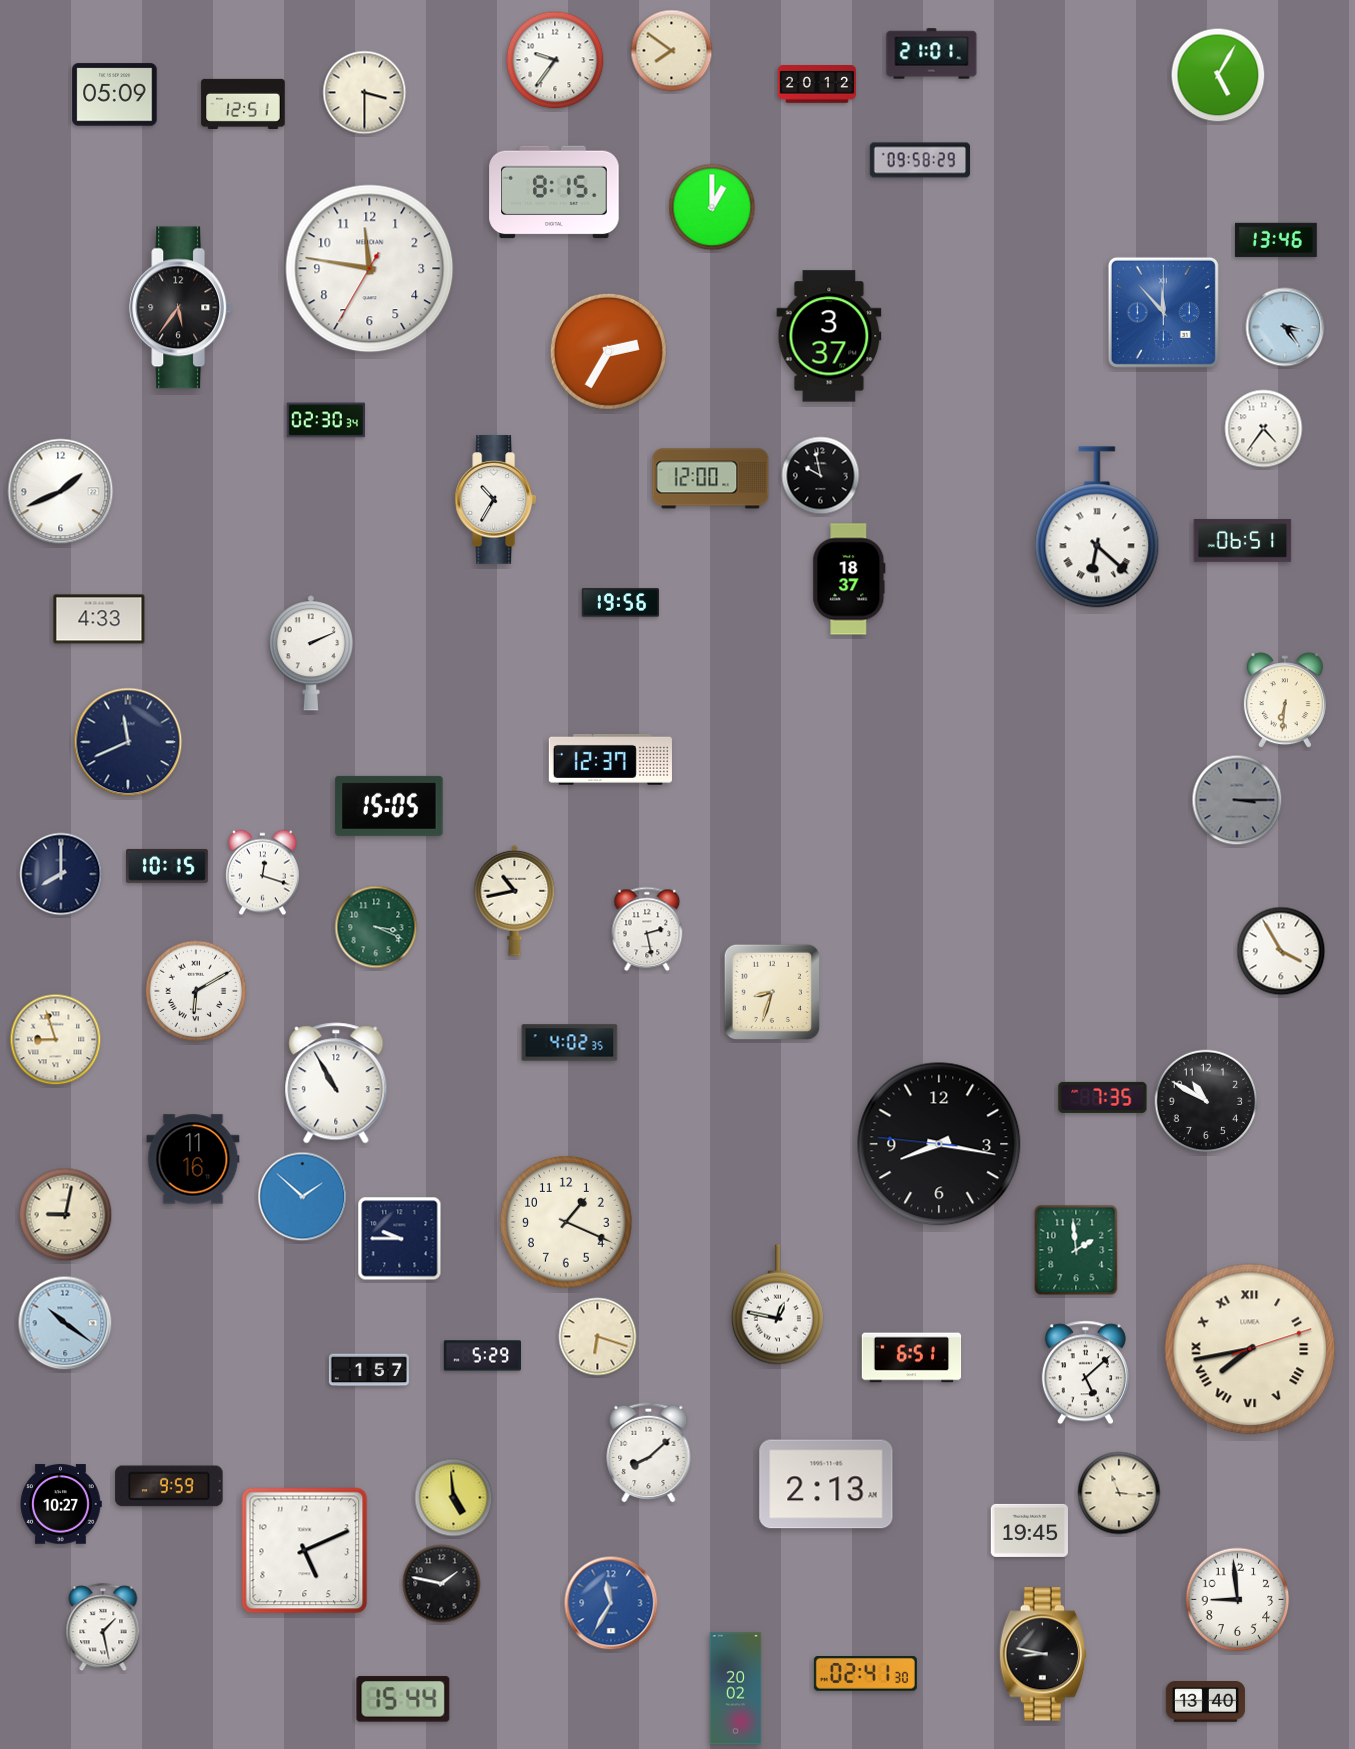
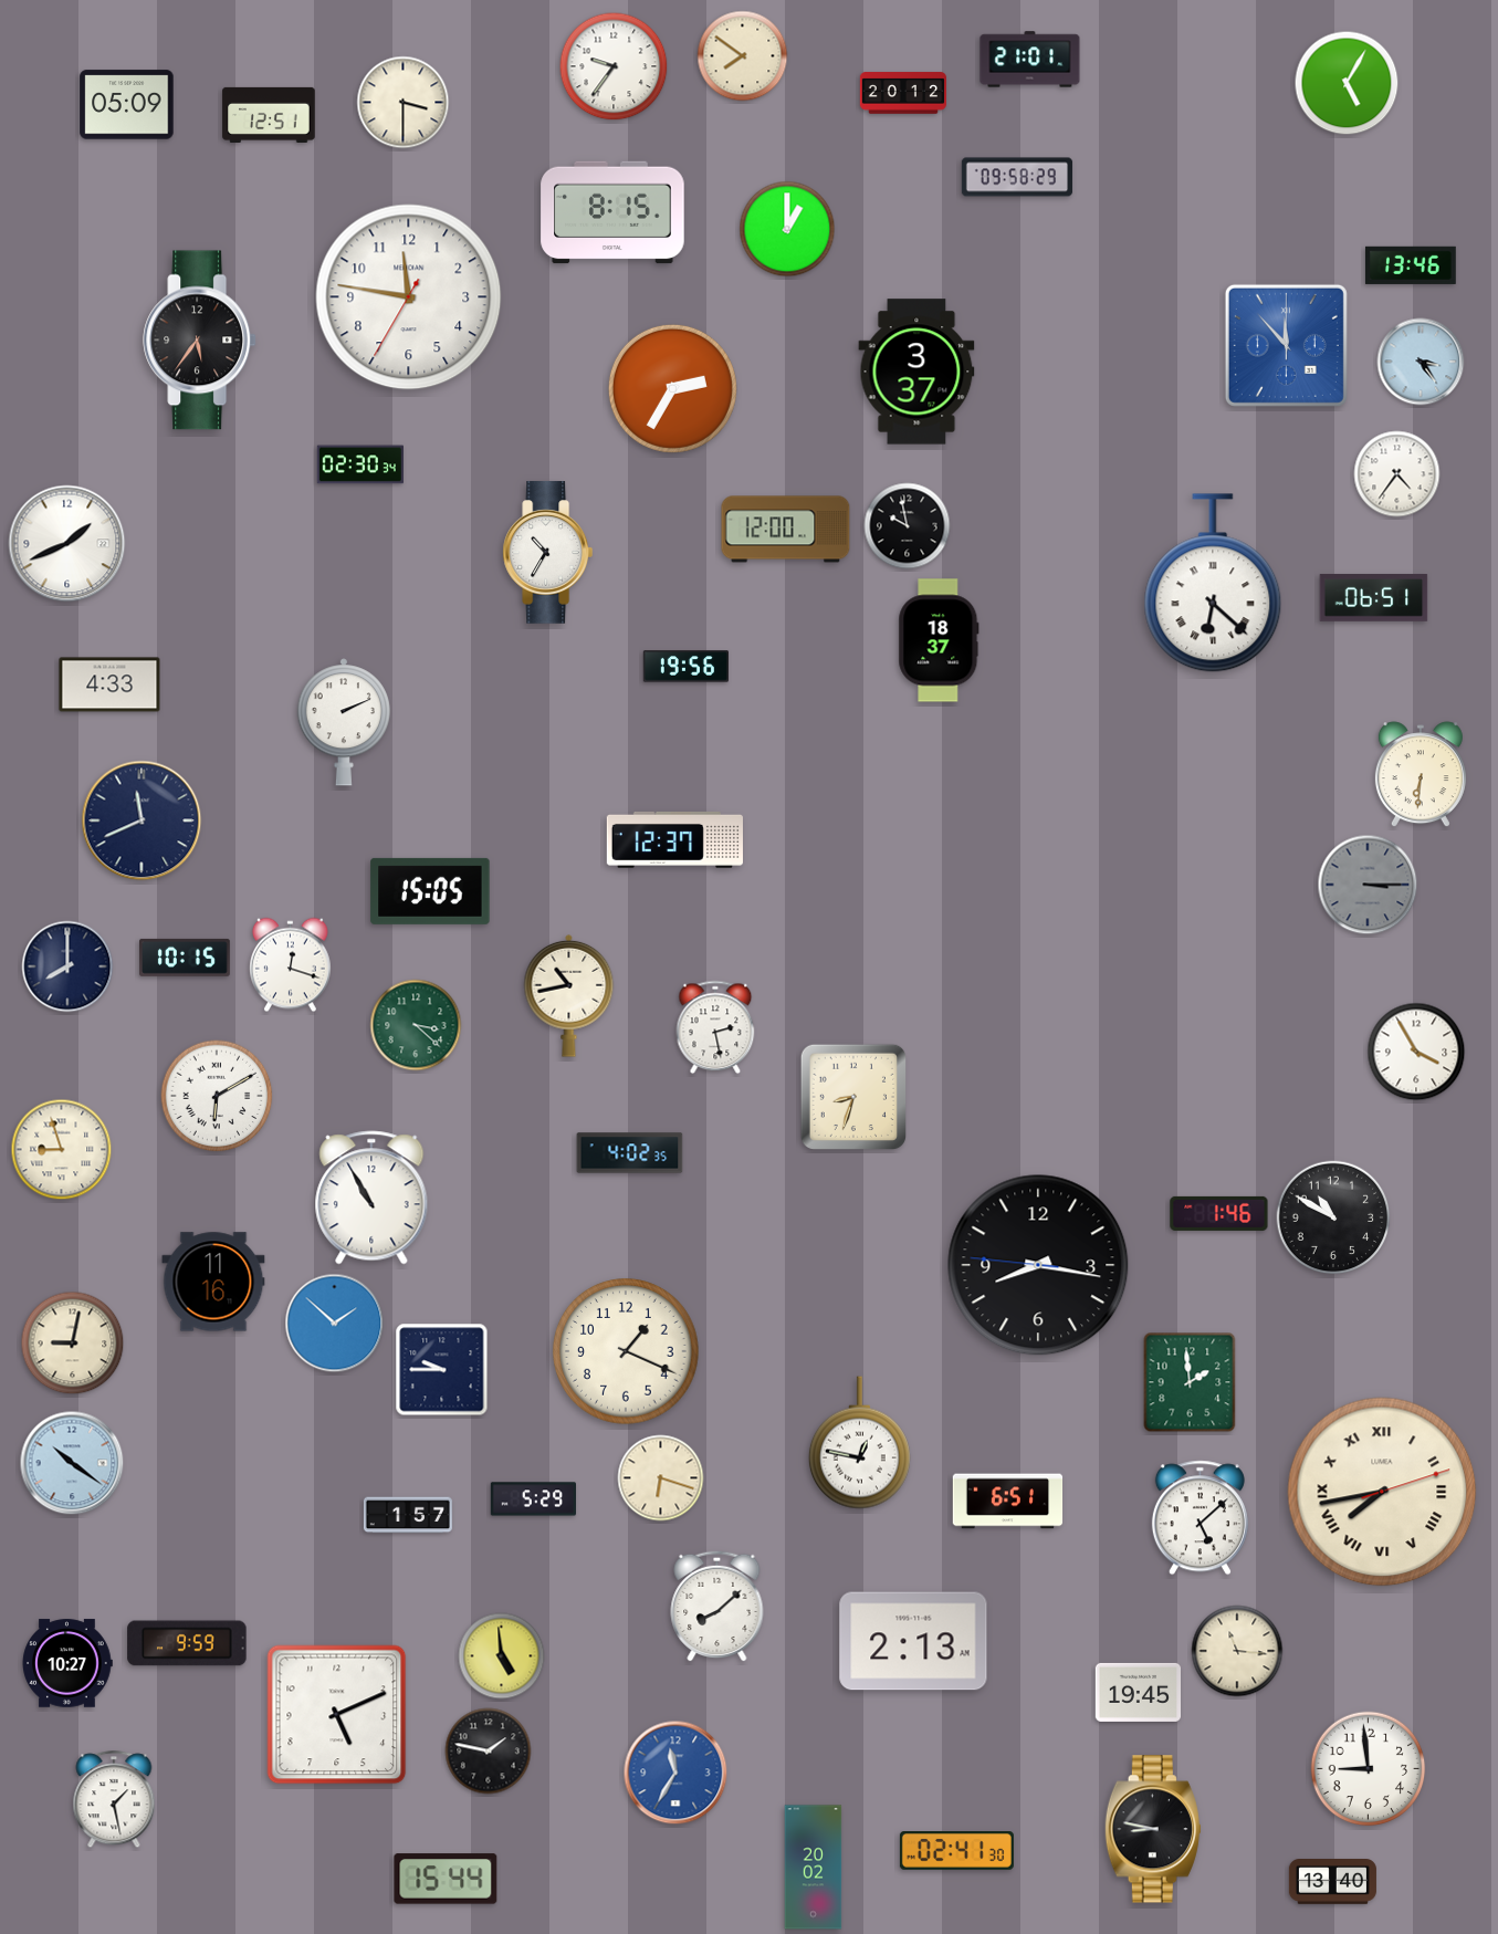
clock at (376, 927): 3:19 -> 3:22
clock at (1103, 1097): 7:35 -> 1:46
